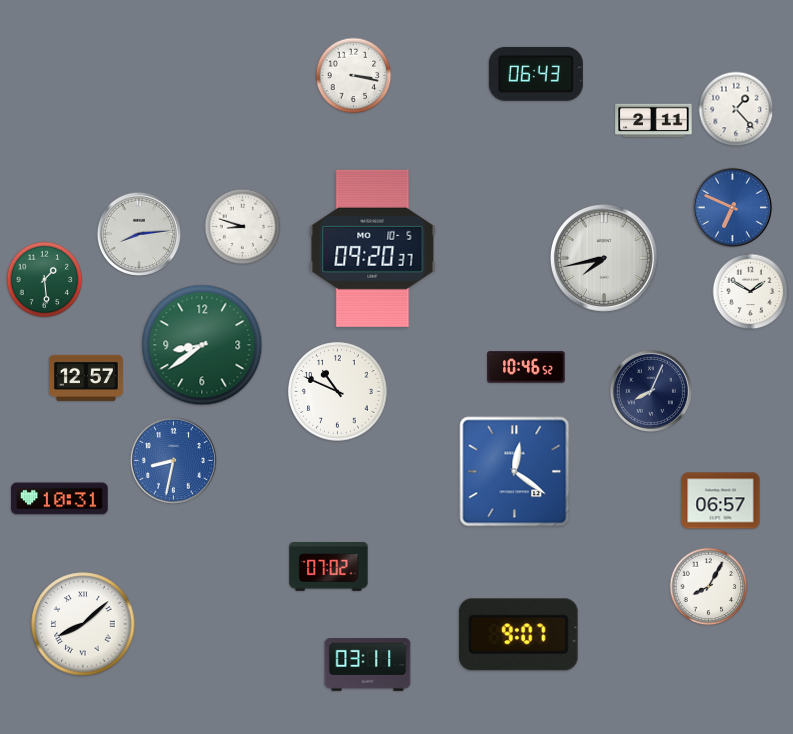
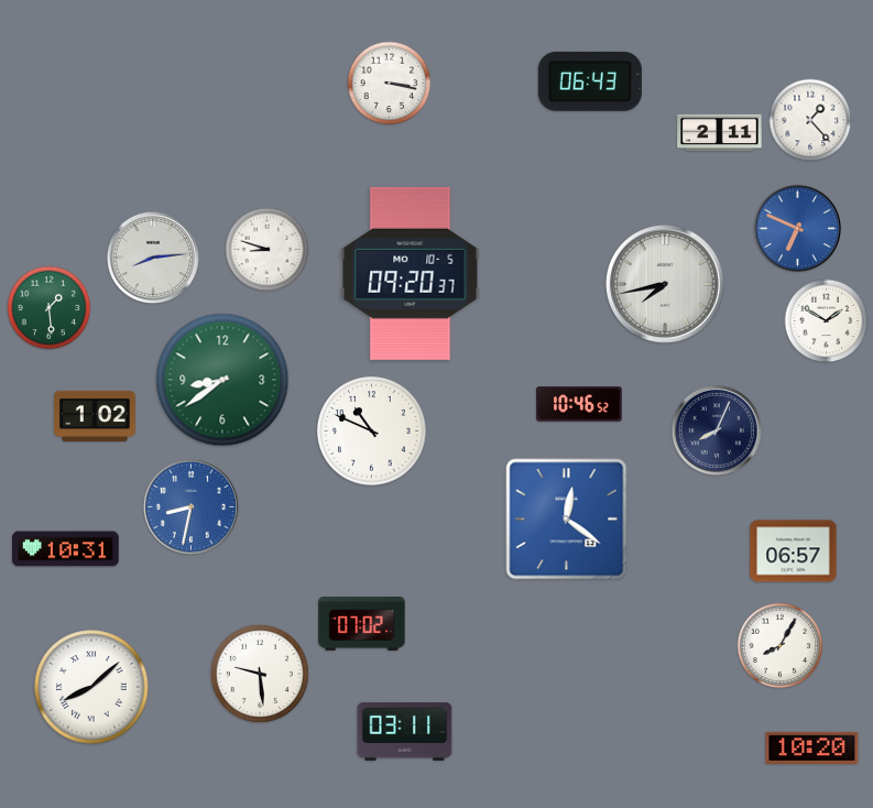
clock at (732, 207) position: (732, 207) -> (797, 228)
clock at (86, 378): 12:57 -> 1:02
clock at (260, 674): none -> 9:29
clock at (518, 635): 9:07 -> none
clock at (812, 747): none -> 10:20
